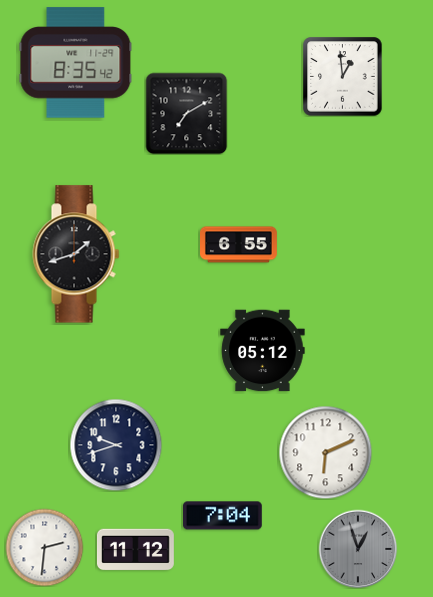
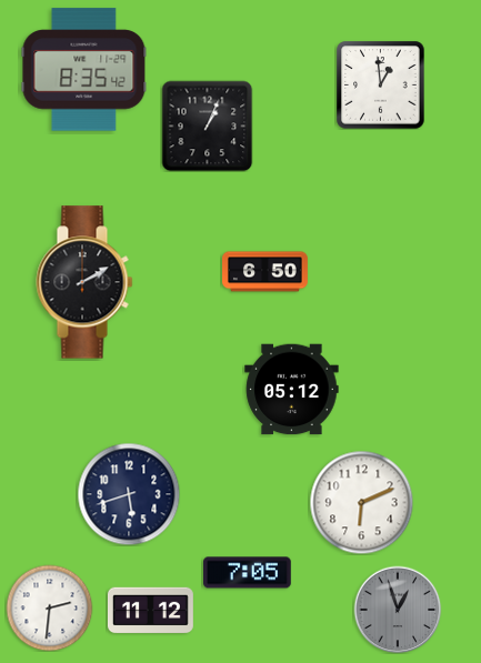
clock at (186, 113): 7:10 -> 1:04
clock at (239, 245): 6:55 -> 6:50
clock at (76, 254): 1:42 -> 2:10
clock at (116, 445): 9:42 -> 5:42
clock at (223, 516): 7:04 -> 7:05
